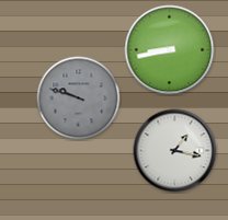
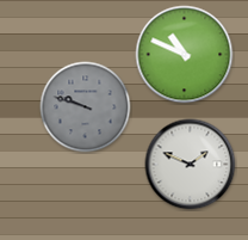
clock at (170, 50): 8:43 -> 10:49
clock at (175, 151): 1:17 -> 1:49
